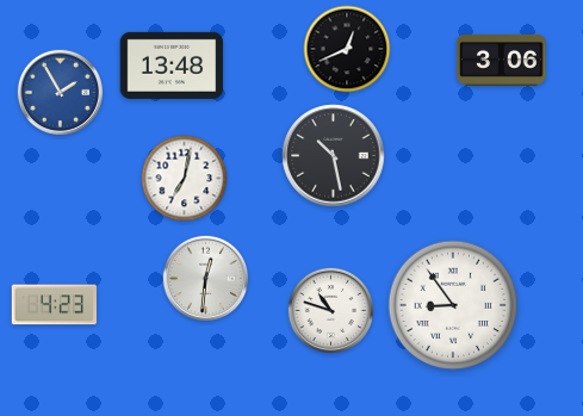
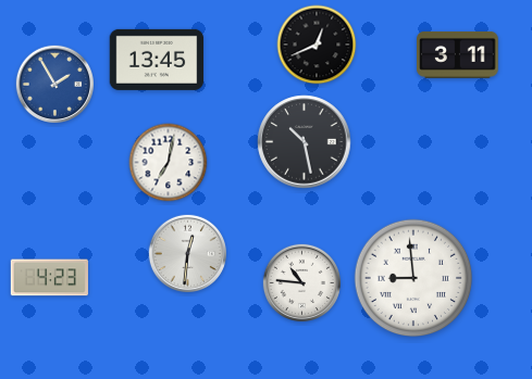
clock at (502, 61): 3:06 -> 3:11
clock at (172, 66): 13:48 -> 13:45
clock at (453, 305): 8:54 -> 8:59
clock at (331, 311): 10:48 -> 10:46
